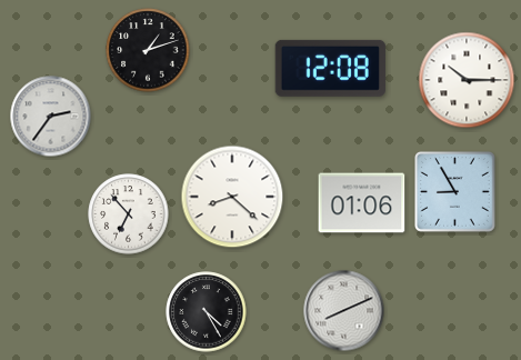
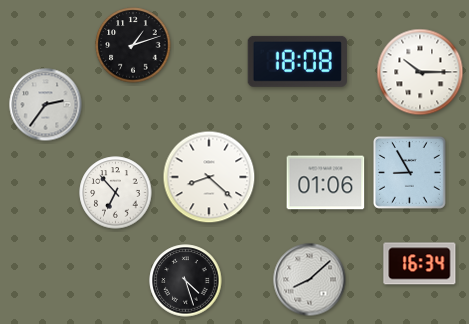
clock at (330, 68): 12:08 -> 18:08
clock at (420, 264): none -> 16:34
clock at (344, 311): 8:11 -> 8:08
clock at (207, 312): 4:25 -> 4:27
